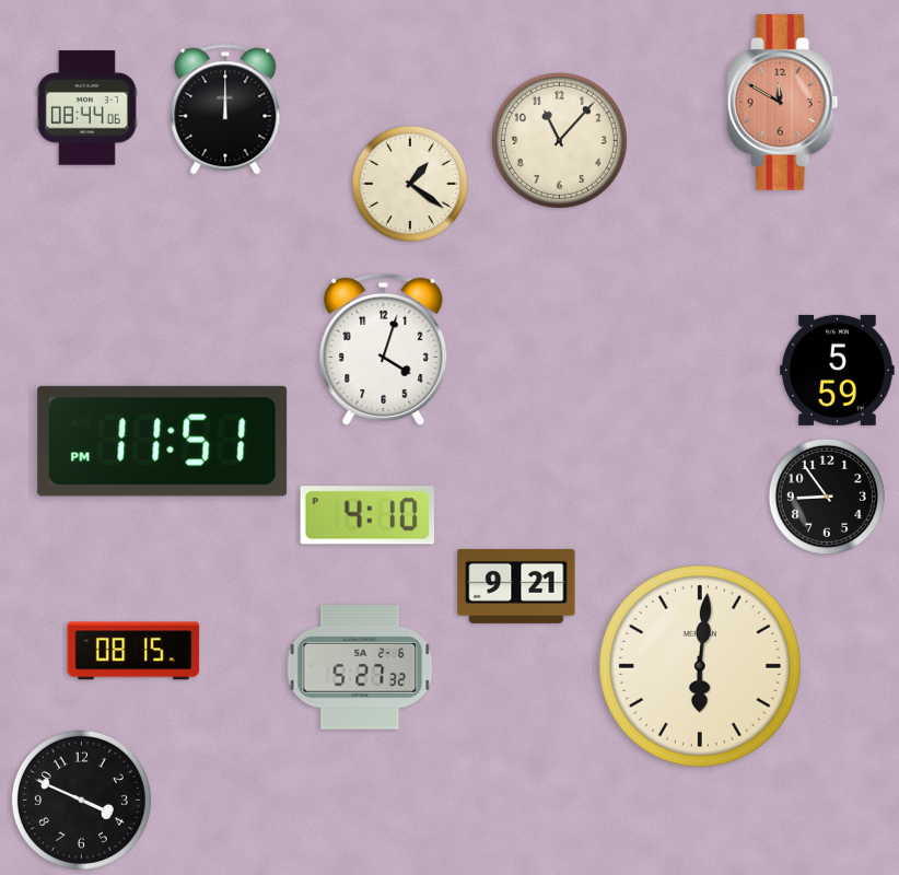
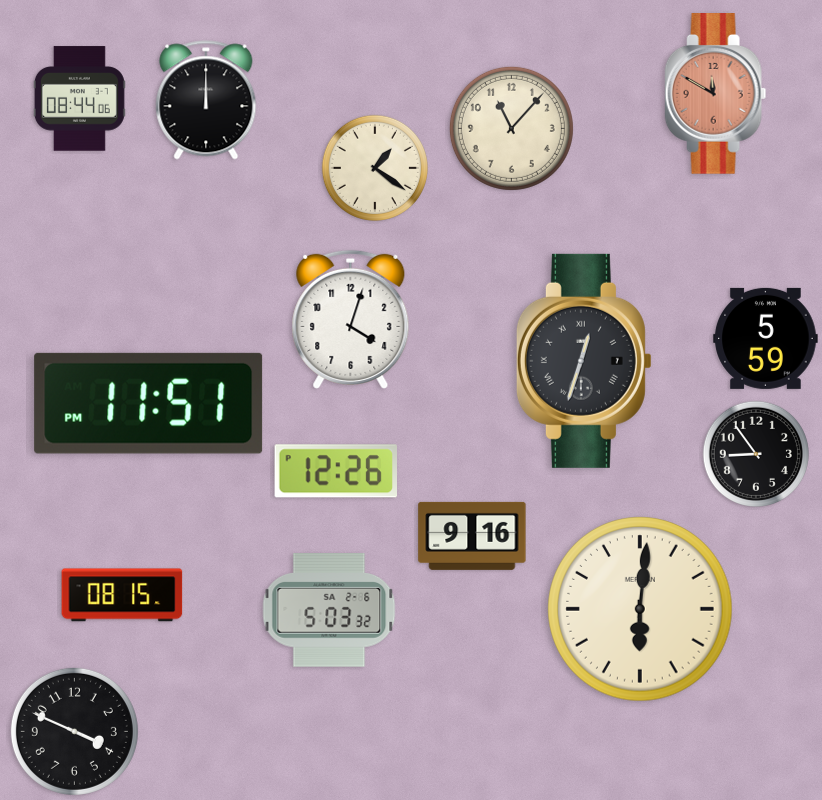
clock at (584, 361): none -> 12:33
clock at (366, 515): 4:10 -> 12:26
clock at (516, 586): 9:21 -> 9:16
clock at (360, 667): 5:27 -> 5:03
